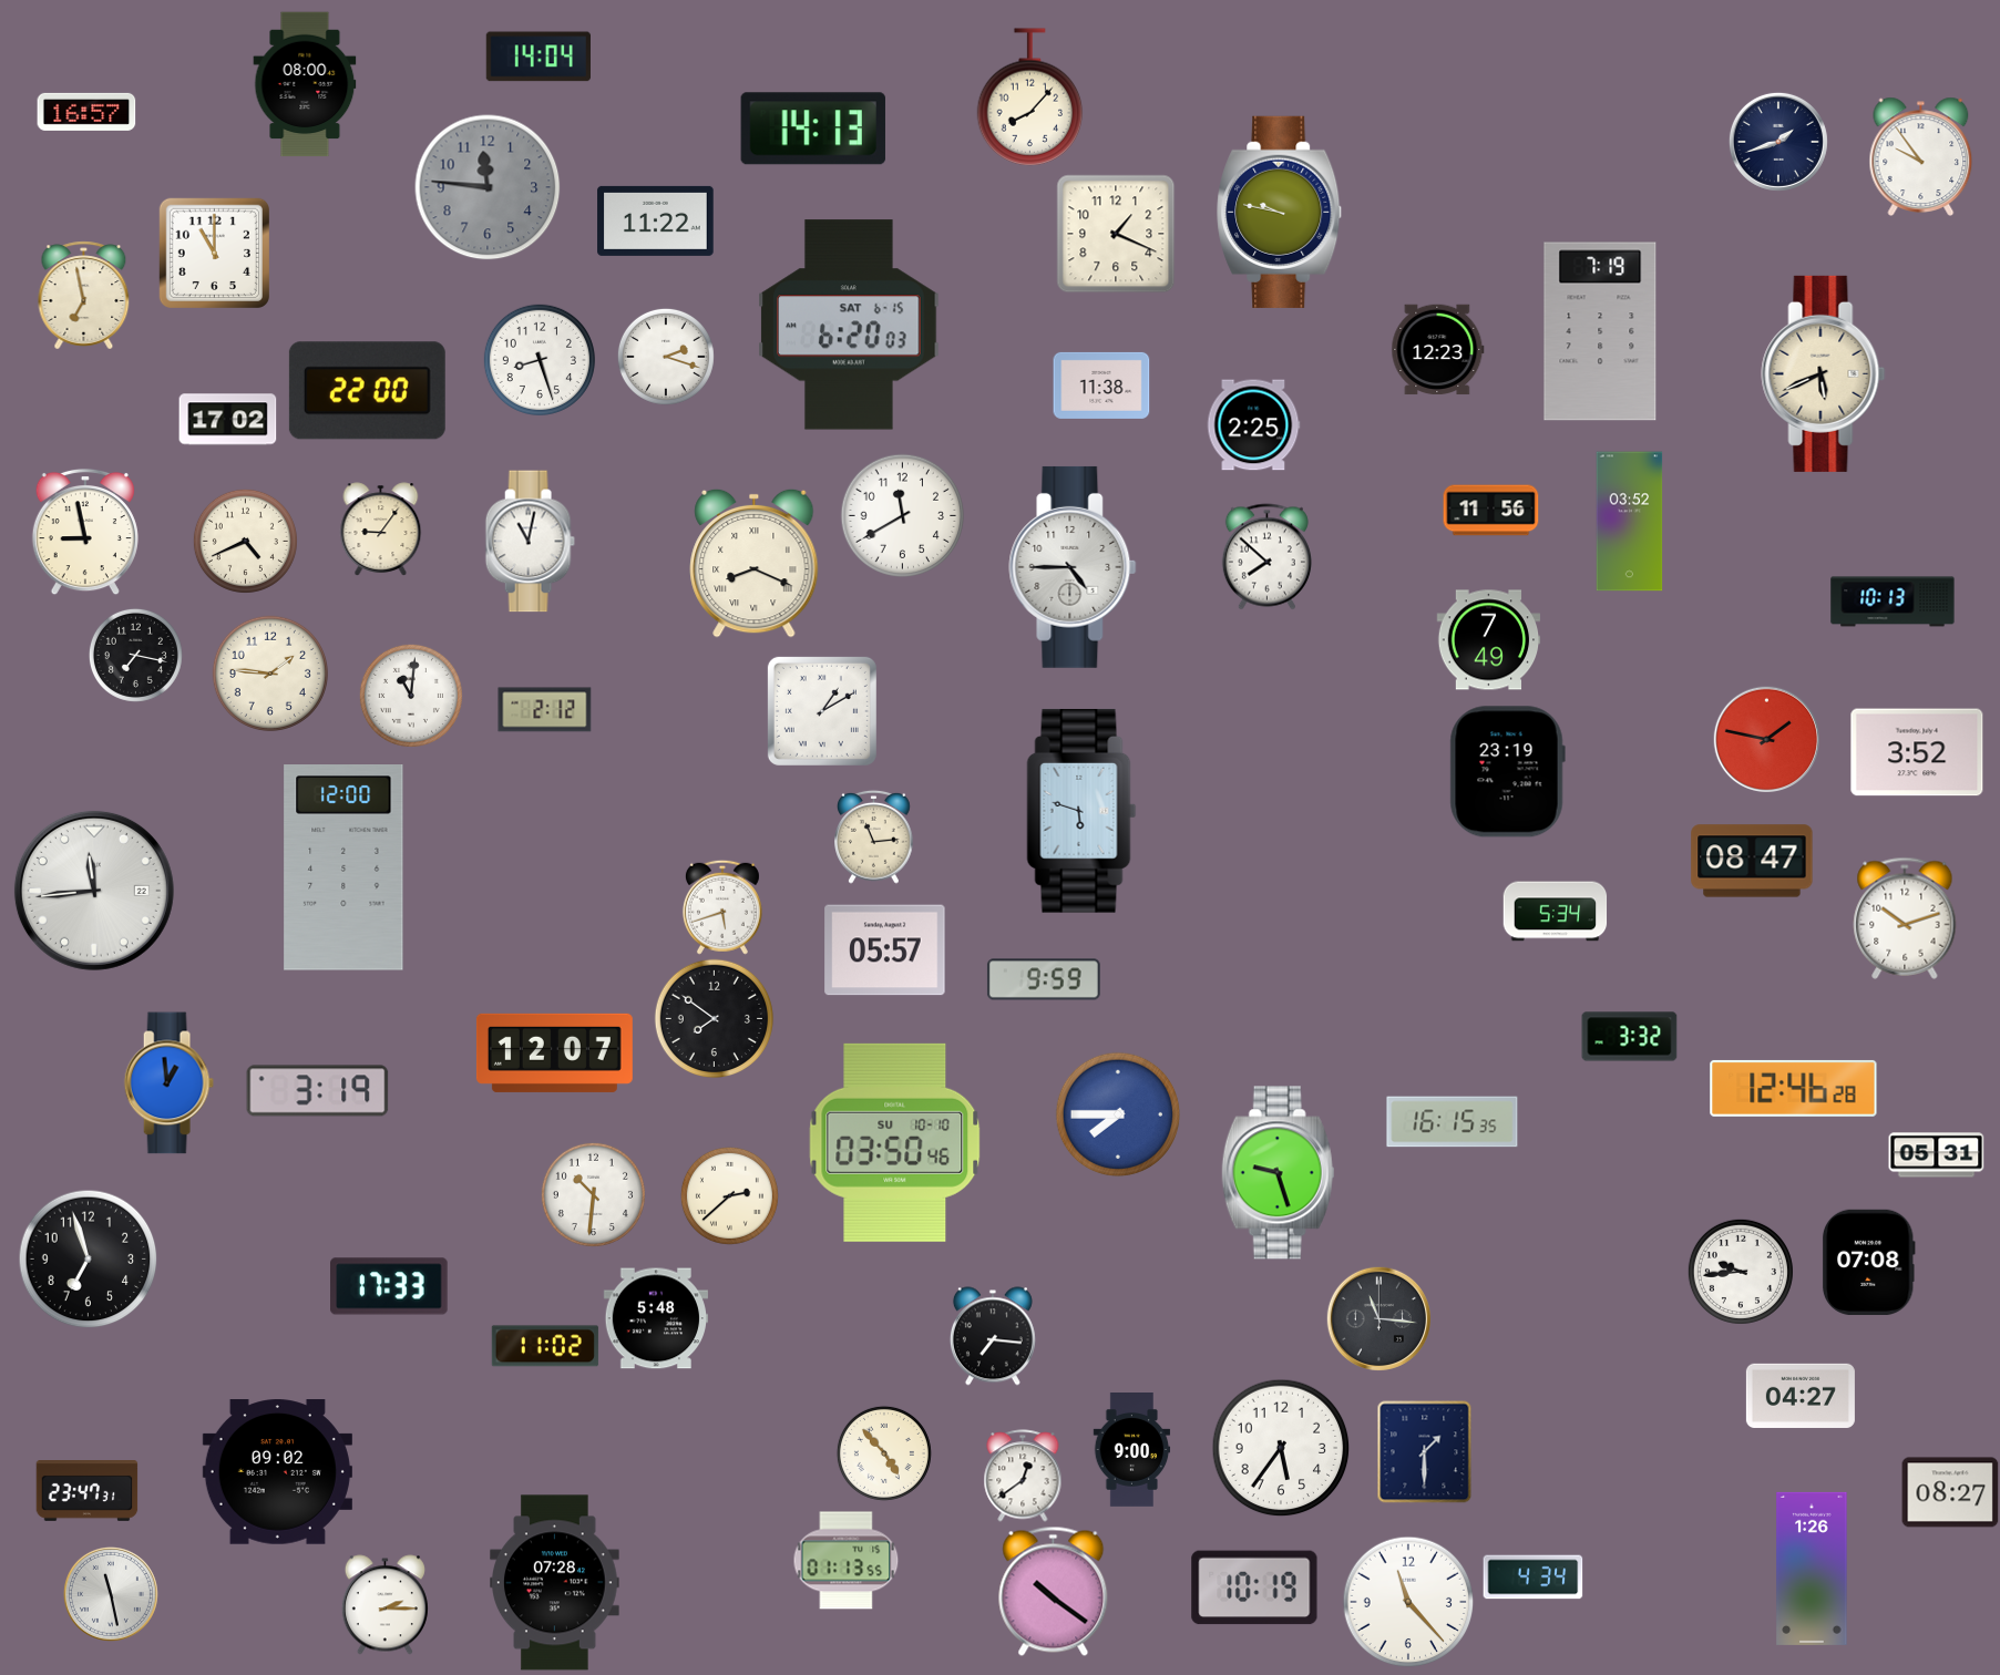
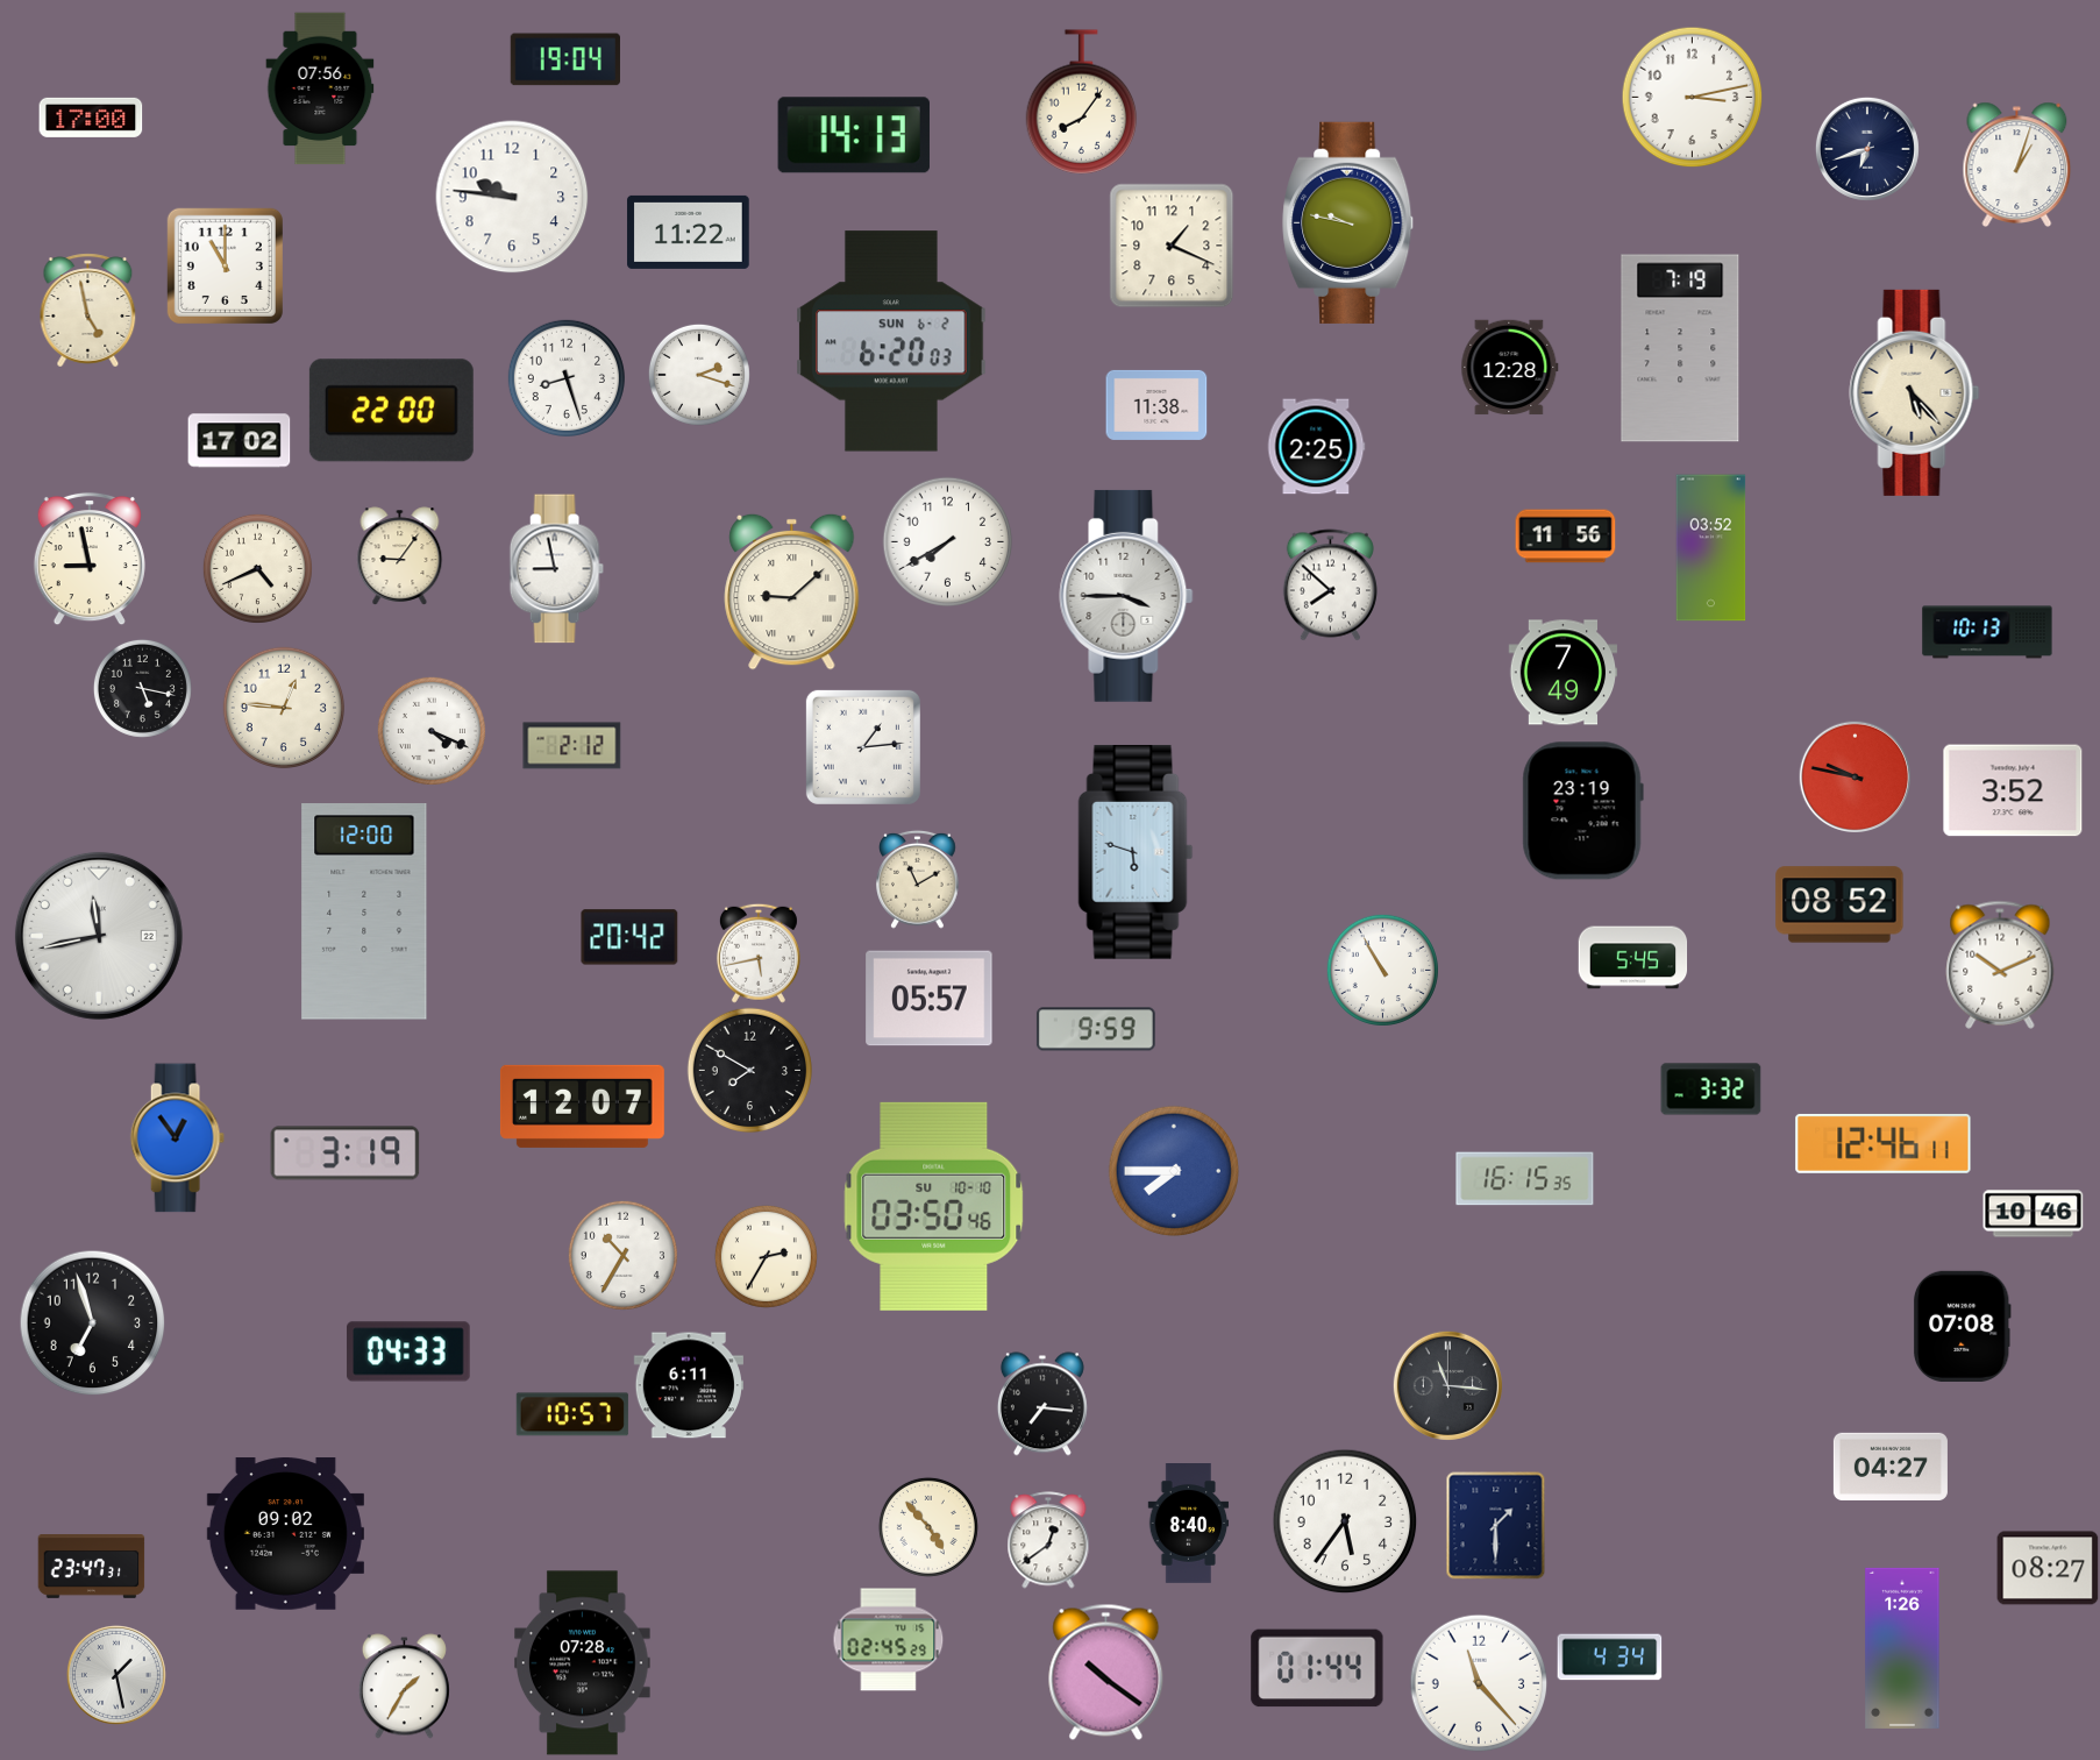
clock at (539, 56): 14:04 -> 19:04
clock at (305, 84): 08:00 -> 07:56
clock at (1693, 98): none -> 3:13
clock at (1030, 97): 8:07 -> 8:06
clock at (86, 112): 16:57 -> 17:00
clock at (1778, 142): 1:42 -> 6:42
clock at (1921, 156): 9:54 -> 1:03
clock at (488, 187): 11:46 -> 9:46
clock at (488, 187) dial: grey -> white
clock at (1280, 212) position: (1280, 212) -> (1348, 222)
clock at (84, 296): 6:58 -> 4:58
clock at (849, 325) date: SAT 6-15 -> SUN 6-2
clock at (1438, 350): 12:23 -> 12:28
clock at (1824, 373): 5:41 -> 5:23
clock at (367, 391) position: (367, 391) -> (391, 411)
clock at (903, 516): 11:40 -> 7:40
clock at (530, 542): 11:02 -> 8:58
clock at (755, 563): 8:19 -> 9:08
clock at (1073, 567): 4:45 -> 3:45
clock at (135, 655): 7:17 -> 5:17
clock at (269, 672): 1:46 -> 12:46
clock at (411, 696): 11:01 -> 4:19
clock at (822, 711): 1:10 -> 1:14
clock at (1766, 739): 1:47 -> 9:47
clock at (874, 836): 11:14 -> 11:10
clock at (1752, 861): 08:47 -> 08:52
clock at (343, 869) position: (343, 869) -> (364, 913)
clock at (94, 891): 11:44 -> 11:43
clock at (629, 937): none -> 20:42
clock at (722, 907): 5:42 -> 5:43
clock at (1556, 912): 5:34 -> 5:45
clock at (1905, 918): 10:12 -> 10:11
clock at (1382, 970): none -> 10:55
clock at (714, 1018): 7:51 -> 7:50
clock at (168, 1083): 12:59 -> 12:54
clock at (1794, 1088): 12:46:28 -> 12:46:11
clock at (318, 1091) position: (318, 1091) -> (346, 1154)
clock at (895, 1142) position: (895, 1142) -> (934, 1206)
clock at (1937, 1155): 05:31 -> 10:46
clock at (1279, 1173): 9:27 -> none
clock at (593, 1194): 10:31 -> 10:35
clock at (729, 1195): 2:38 -> 2:35
clock at (1741, 1272): 9:44 -> none
clock at (389, 1286): 17:33 -> 04:33
clock at (655, 1318): 5:48 -> 6:11
clock at (545, 1346): 11:02 -> 10:57
clock at (1132, 1450): 9:00 -> 8:40
clock at (277, 1472) position: (277, 1472) -> (285, 1534)
clock at (1023, 1476) position: (1023, 1476) -> (1048, 1540)
clock at (847, 1561): 01:13 -> 02:45
clock at (1254, 1587): 10:19 -> 01:44
clock at (111, 1594): 11:28 -> 1:28
clock at (384, 1605): 2:15 -> 1:35
